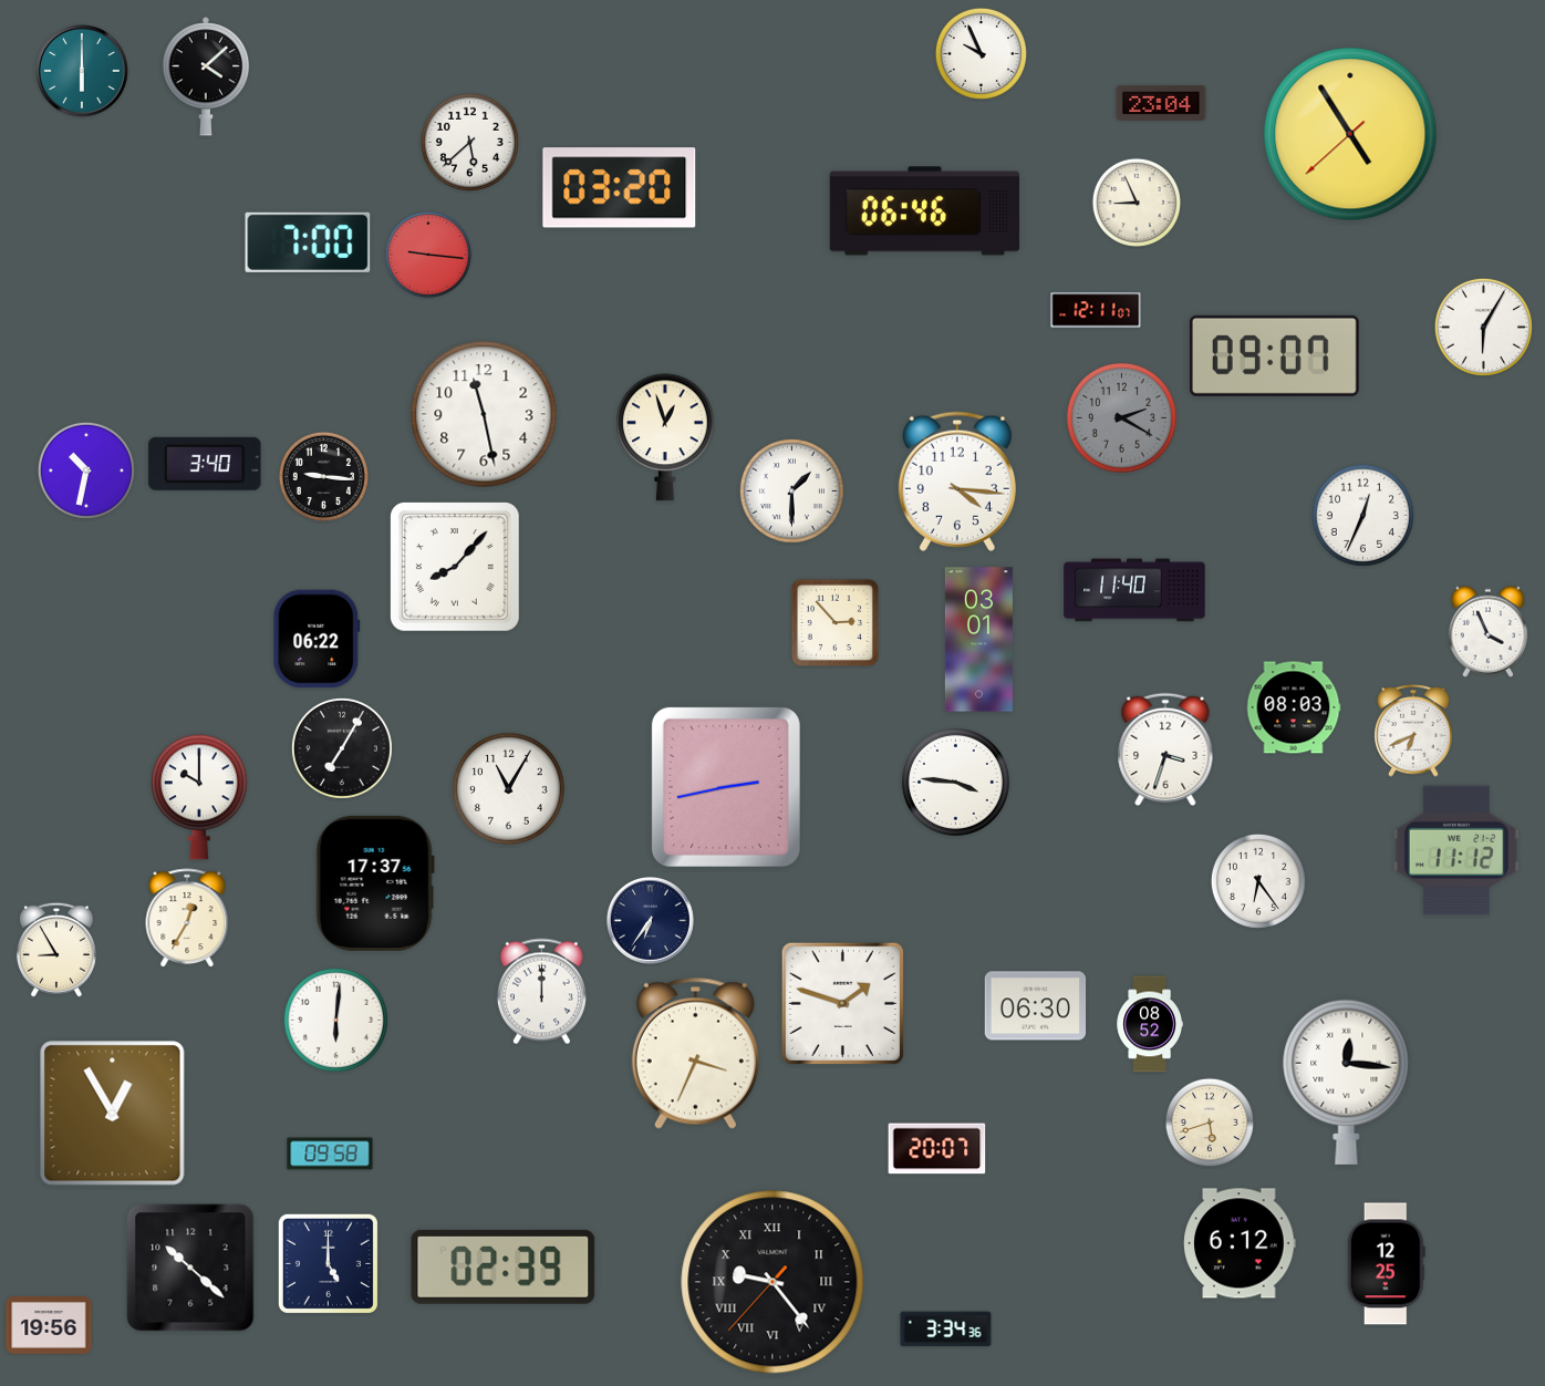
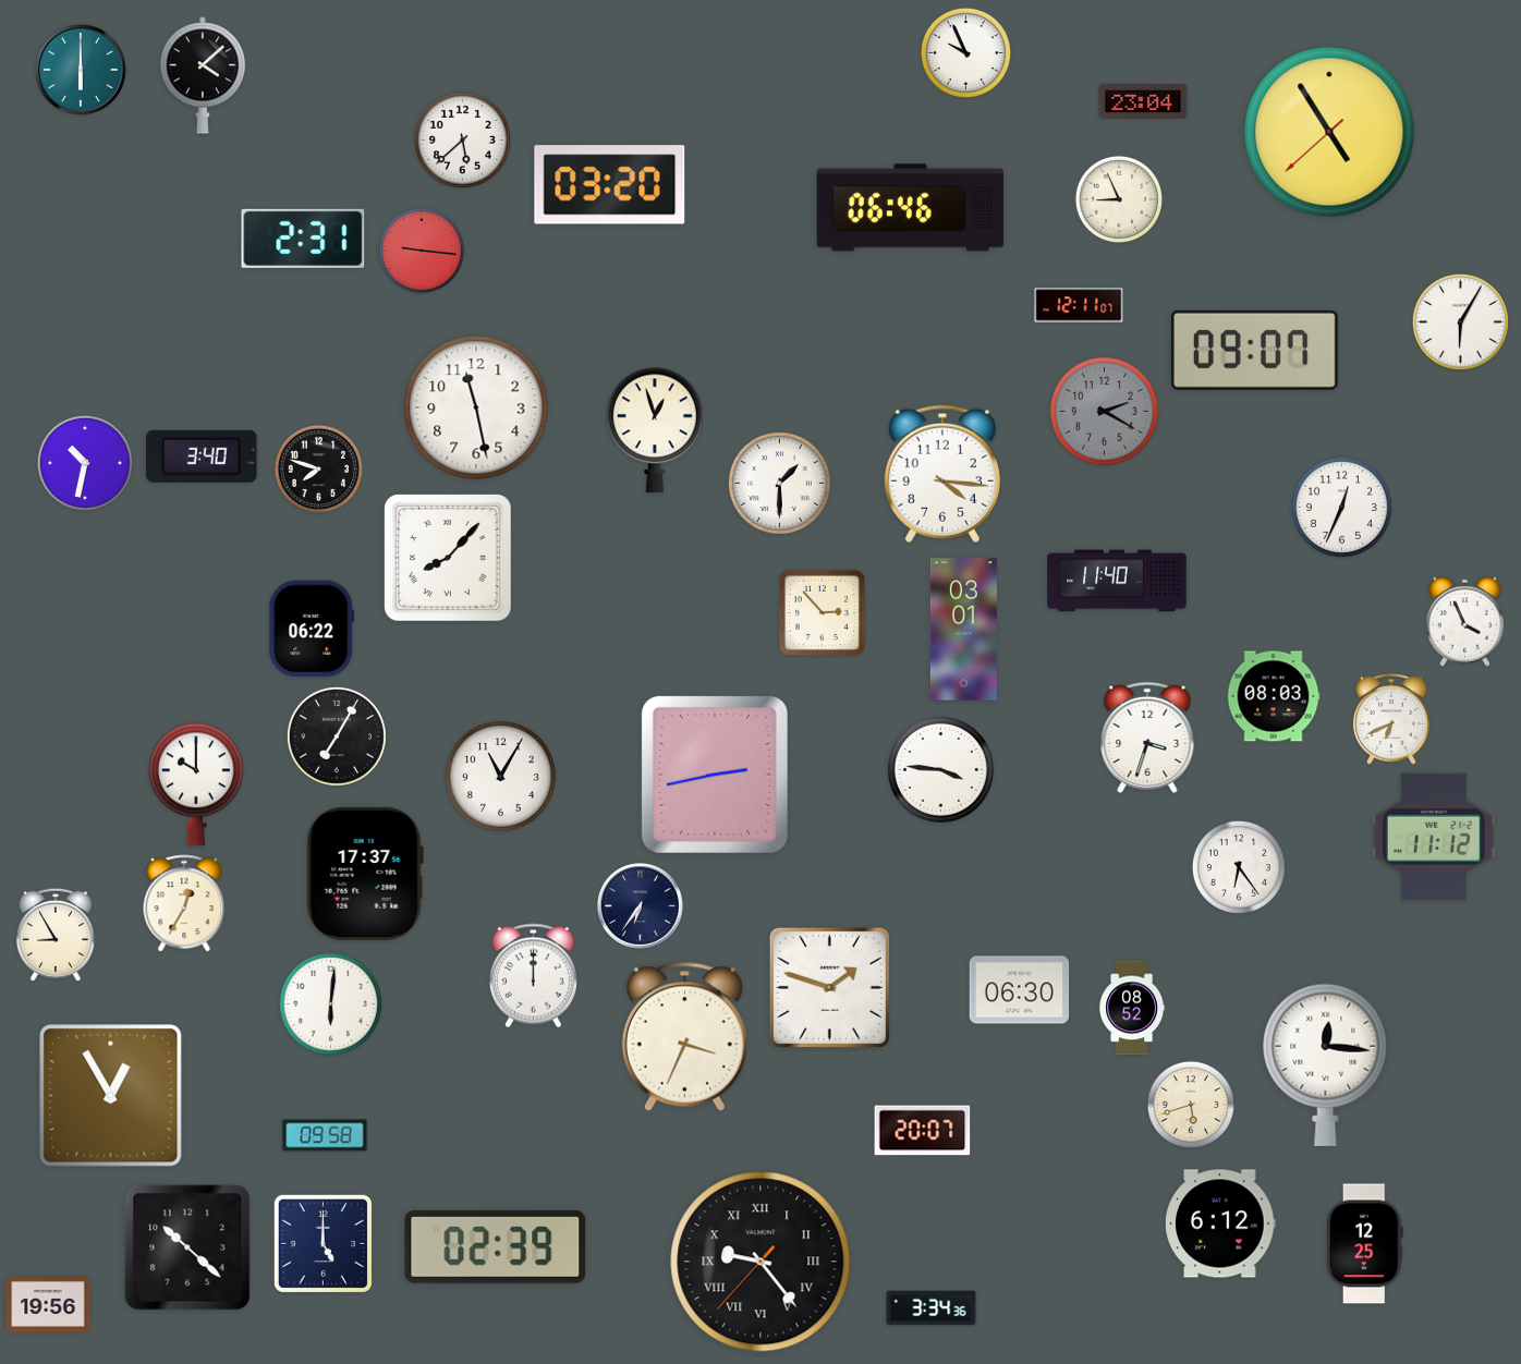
clock at (308, 242): 7:00 -> 2:31
clock at (323, 476): 9:16 -> 7:48
clock at (375, 883) position: (375, 883) -> (365, 874)
